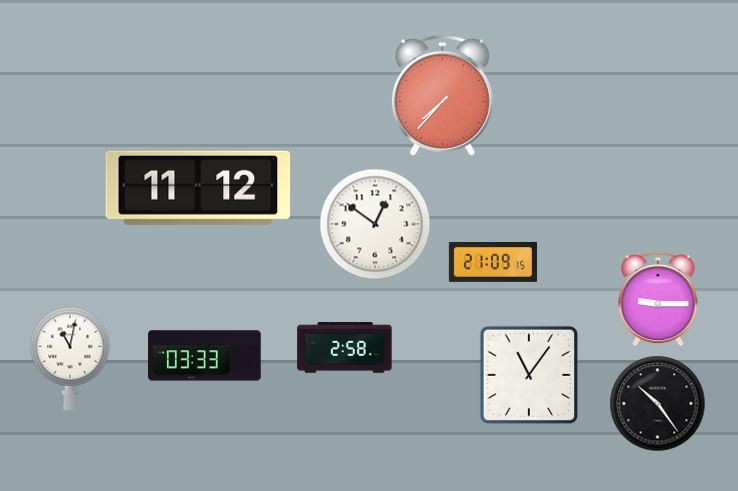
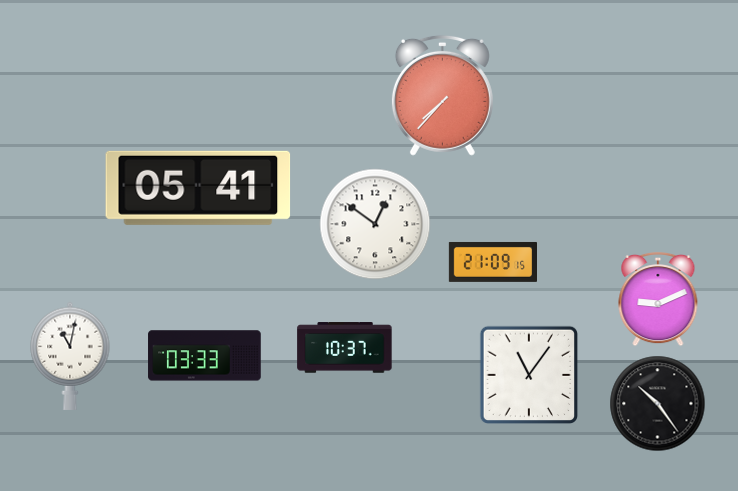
clock at (198, 188): 11:12 -> 05:41
clock at (658, 299): 9:15 -> 9:11
clock at (345, 348): 2:58 -> 10:37
